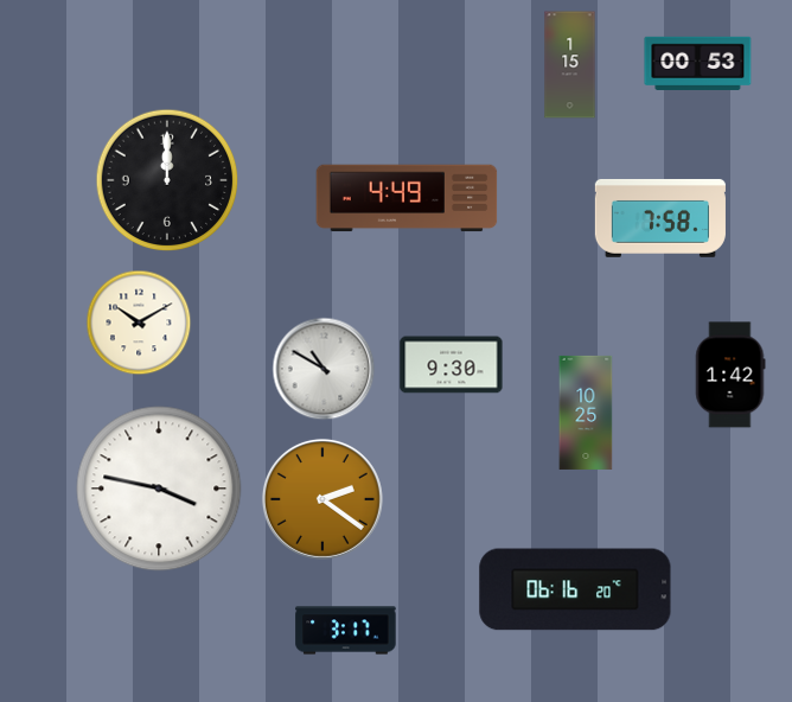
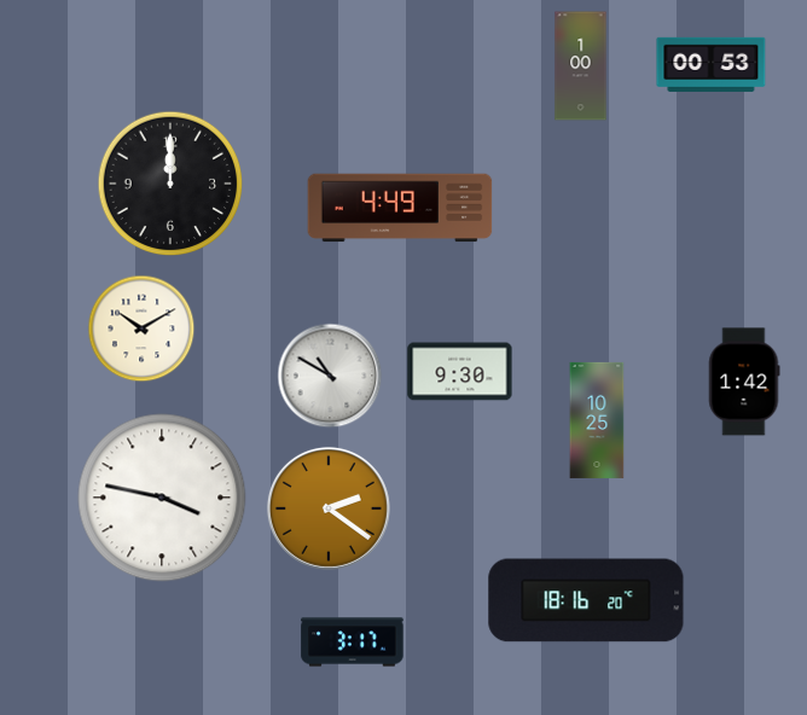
clock at (570, 65): 1:15 -> 1:00
clock at (407, 198) position: (407, 198) -> (400, 208)
clock at (660, 218): 7:58 -> none
clock at (575, 589): 06:16 -> 18:16
